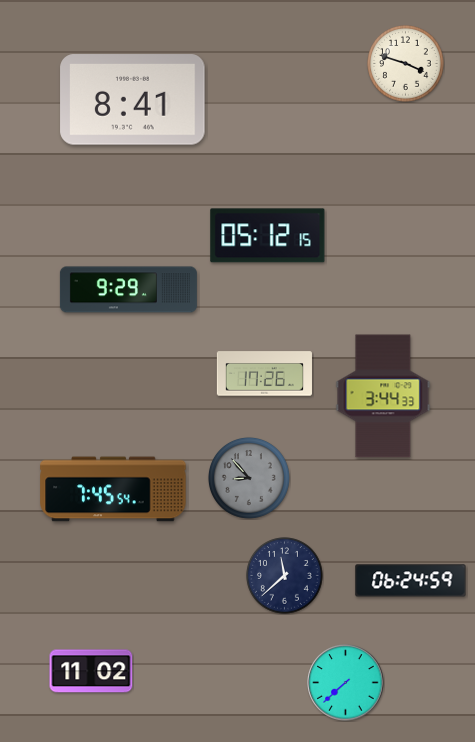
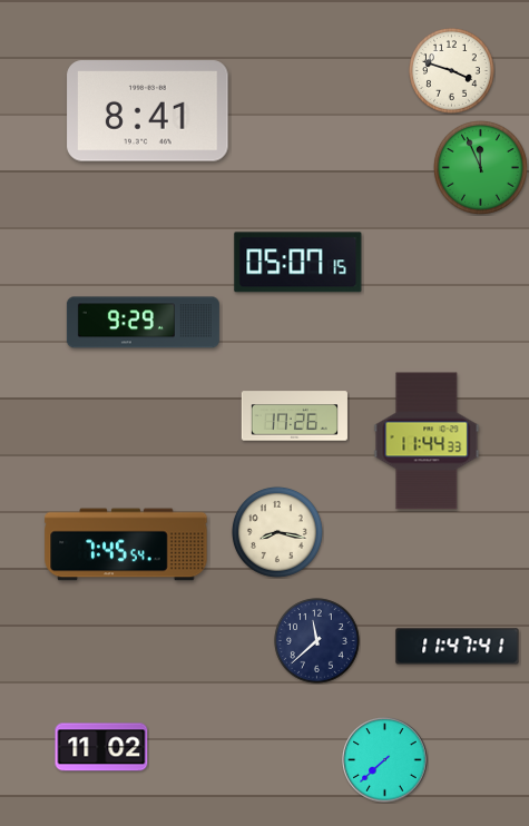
clock at (480, 167): none -> 11:56
clock at (268, 236): 05:12 -> 05:07
clock at (383, 396): 3:44 -> 11:44
clock at (249, 478): 8:53 -> 8:17
clock at (249, 478) dial: grey -> cream
clock at (411, 581): 06:24 -> 11:47
